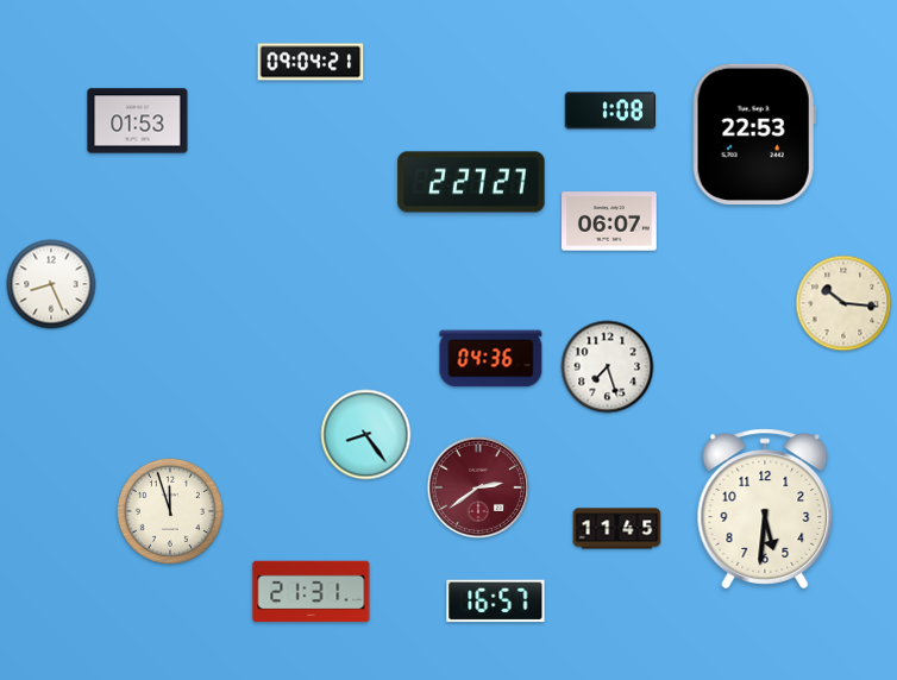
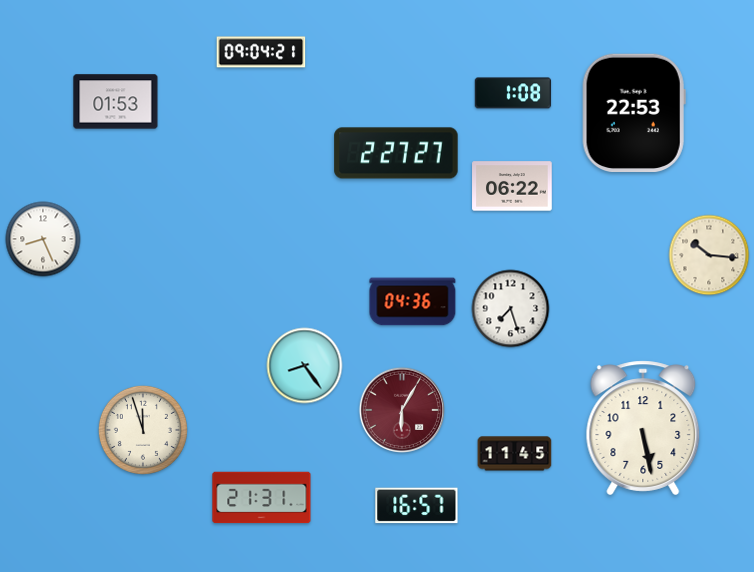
clock at (609, 221): 06:07 -> 06:22
clock at (366, 435) position: (366, 435) -> (305, 366)
clock at (477, 486): 2:39 -> 6:05
clock at (765, 509): 5:31 -> 5:28
clock at (617, 529) position: (617, 529) -> (515, 454)
